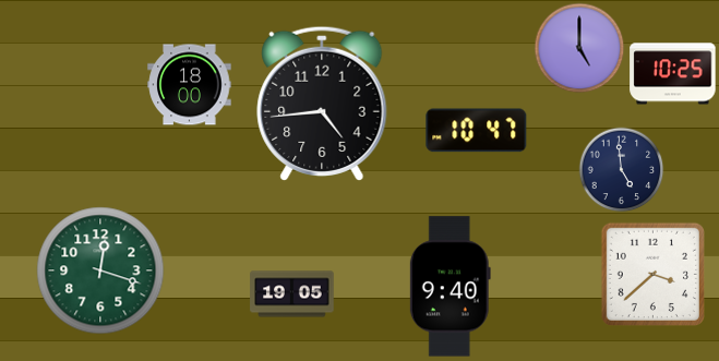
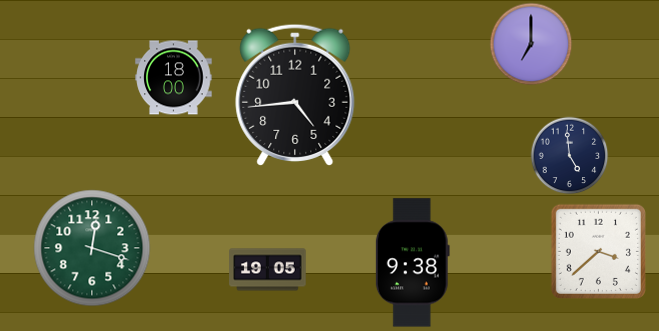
clock at (579, 48): 5:00 -> 7:00
clock at (673, 74): 10:25 -> none
clock at (477, 131): 10:47 -> none
clock at (450, 287): 9:40 -> 9:38
